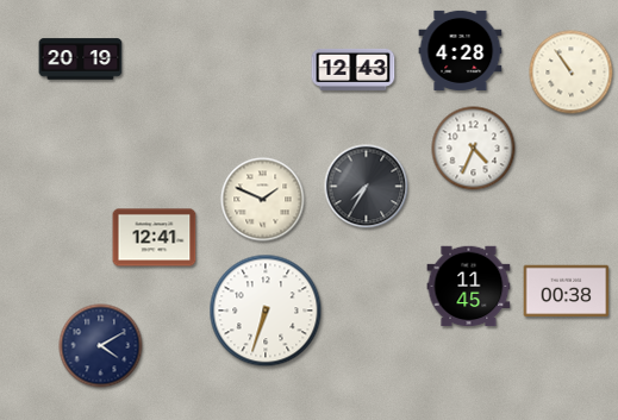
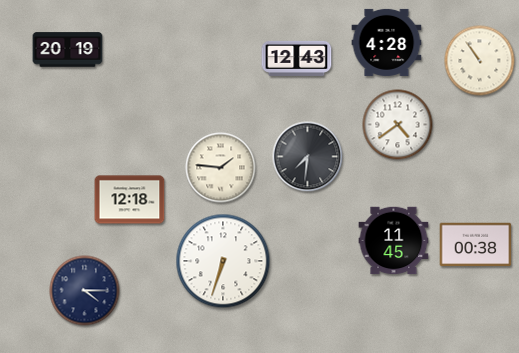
clock at (474, 149): 4:34 -> 4:39
clock at (367, 187): 7:35 -> 7:31
clock at (263, 200): 1:49 -> 1:46
clock at (155, 238): 12:41 -> 12:18
clock at (101, 346): 4:10 -> 4:15
